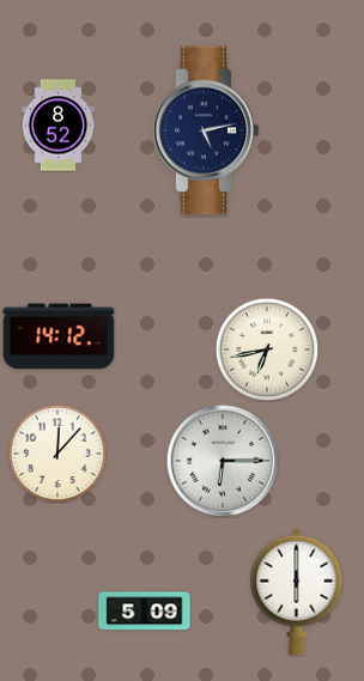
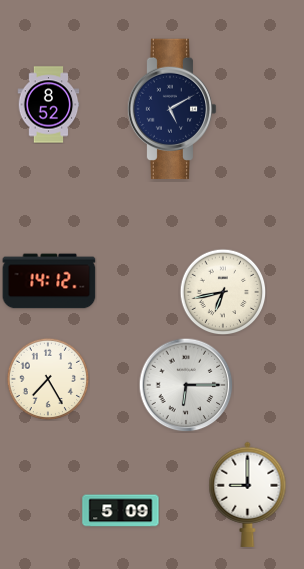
clock at (206, 130): 5:13 -> 5:10
clock at (56, 452): 12:07 -> 7:25
clock at (297, 591): 6:00 -> 9:00
